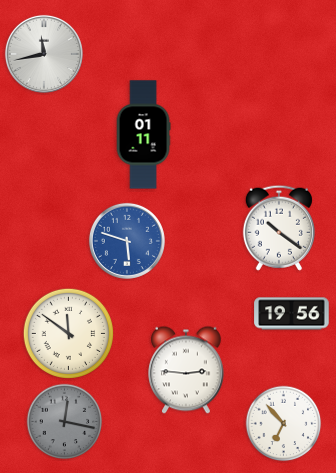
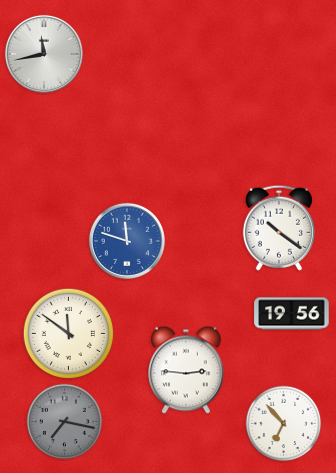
clock at (143, 135): 01:11 -> none
clock at (127, 241): 5:48 -> 11:48
clock at (65, 422): 12:17 -> 7:17
